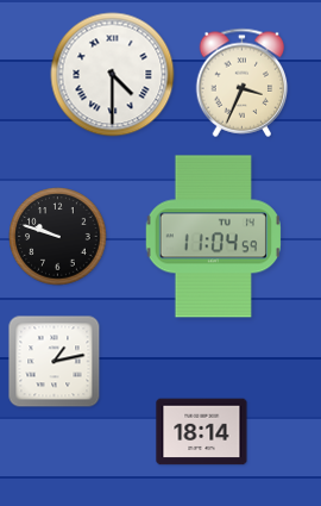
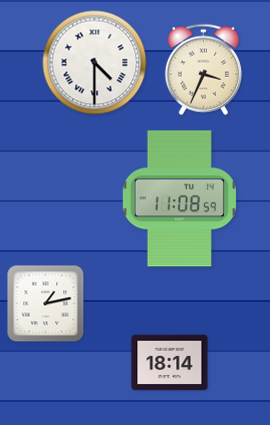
clock at (58, 237): 9:48 -> none
clock at (213, 237): 11:04 -> 11:08
